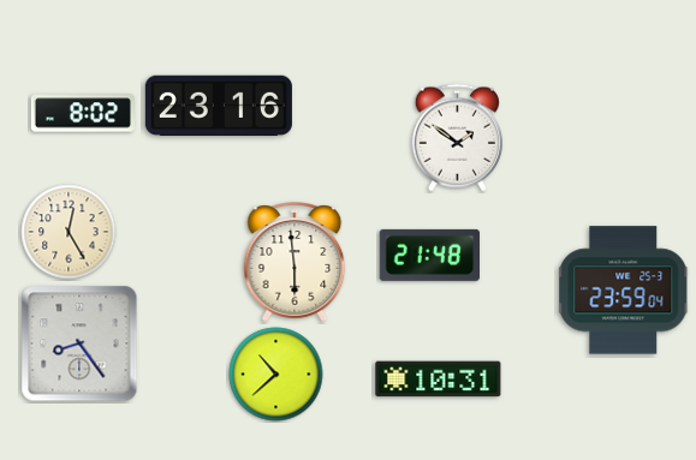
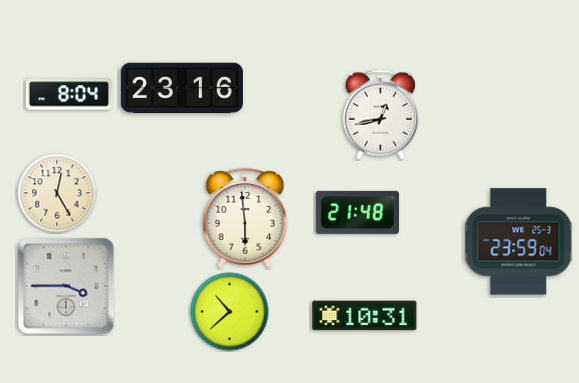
clock at (83, 113): 8:02 -> 8:04
clock at (457, 138): 1:51 -> 12:43
clock at (79, 343): 8:24 -> 3:45
